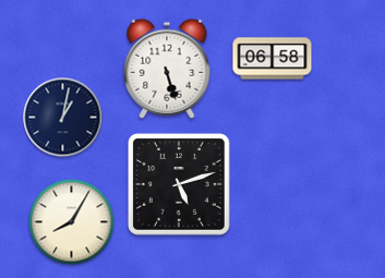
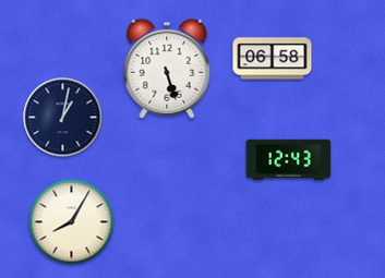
clock at (289, 160): none -> 12:43
clock at (180, 185): 5:12 -> none
